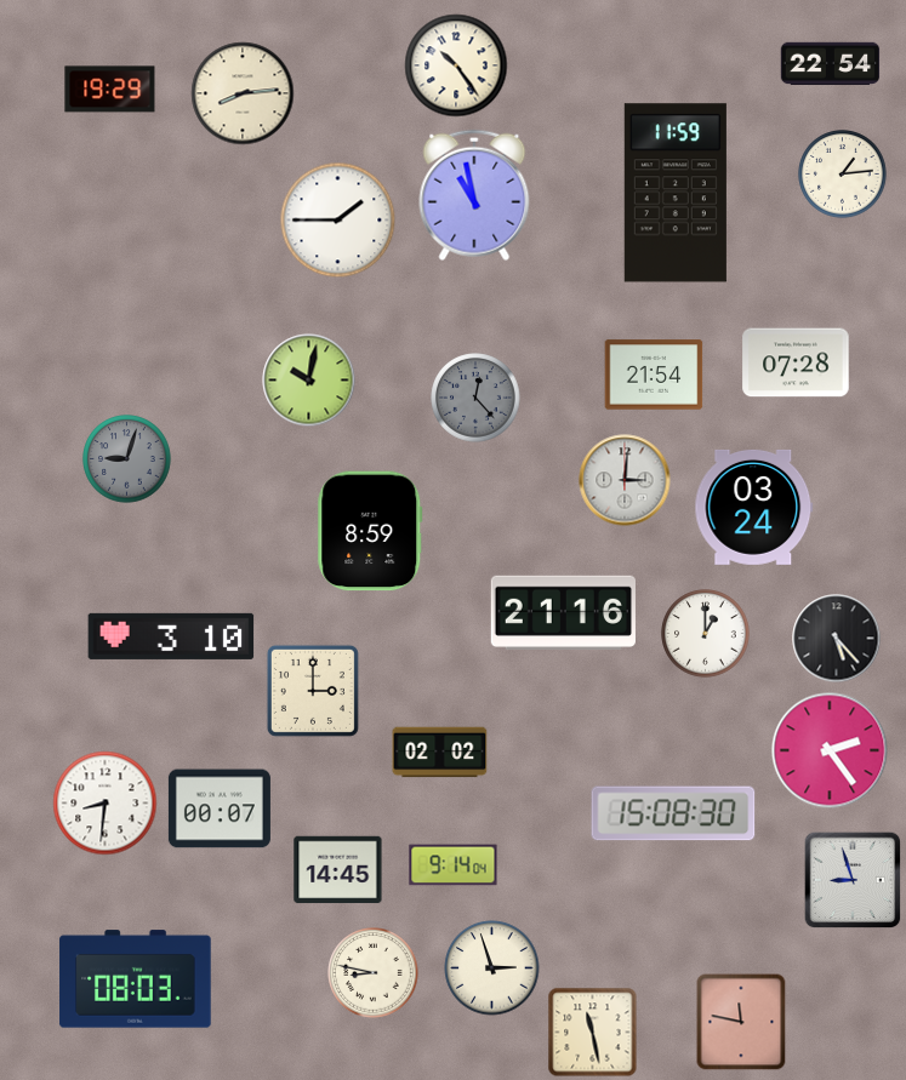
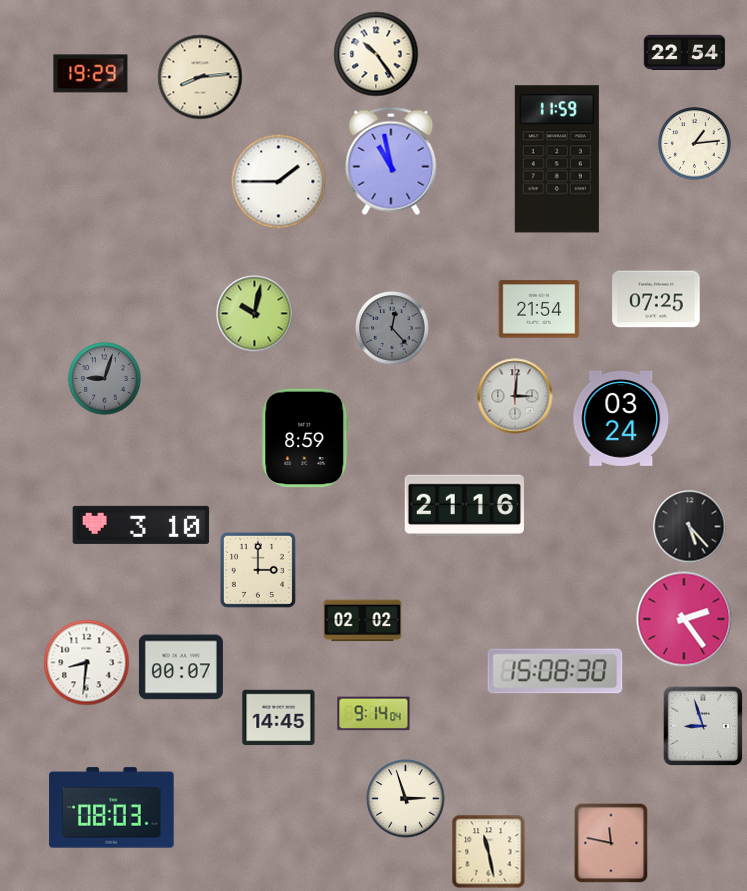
clock at (796, 362): 07:28 -> 07:25
clock at (706, 634): 1:00 -> none
clock at (374, 973): 8:47 -> none
